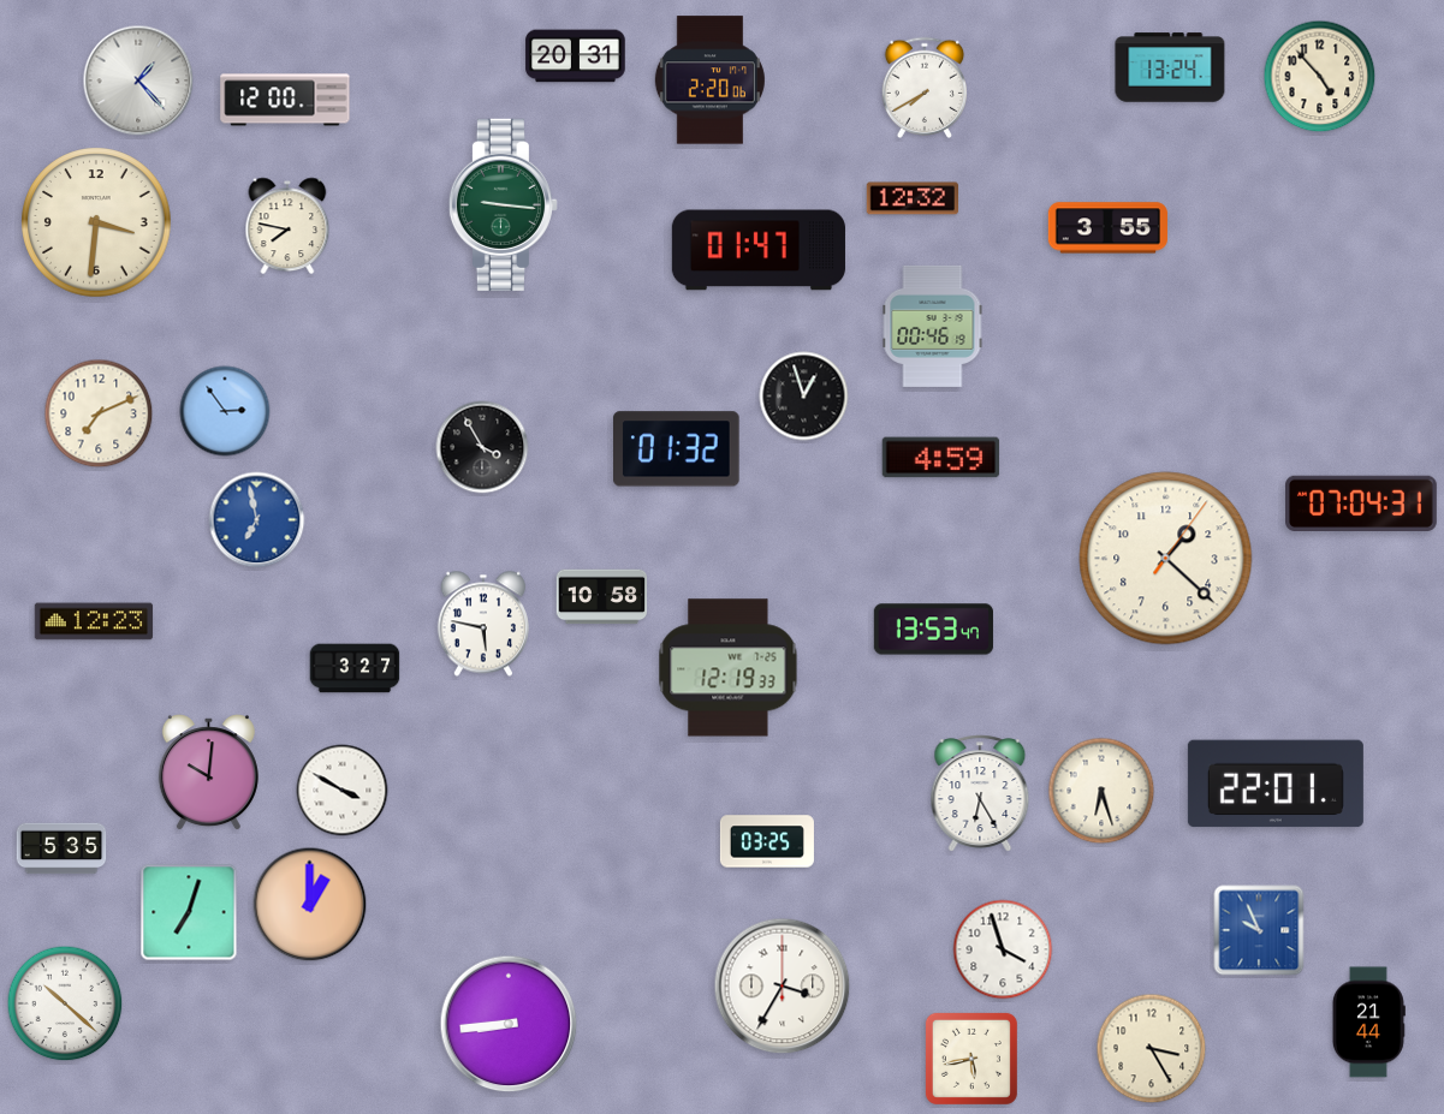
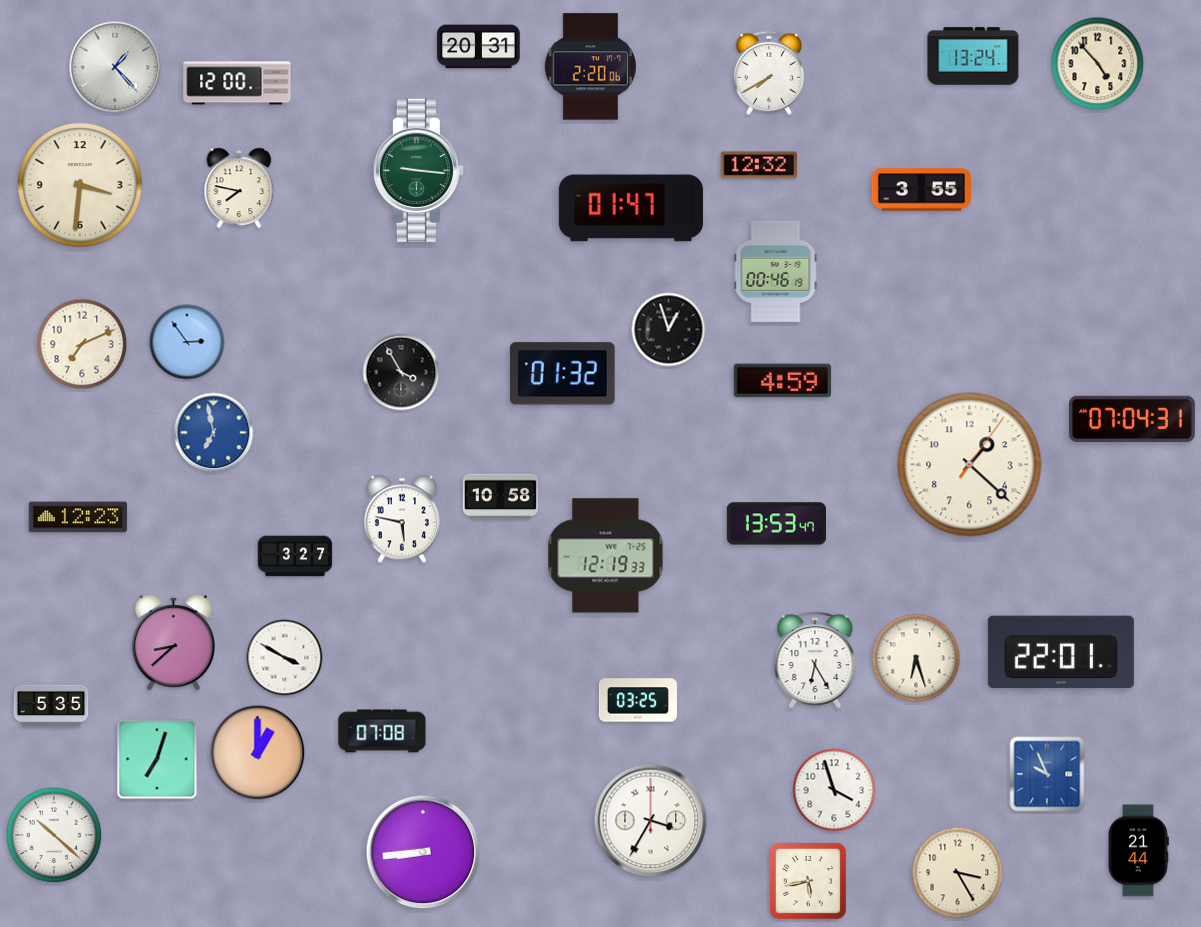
clock at (208, 773): 10:01 -> 8:38
clock at (382, 731): none -> 07:08
